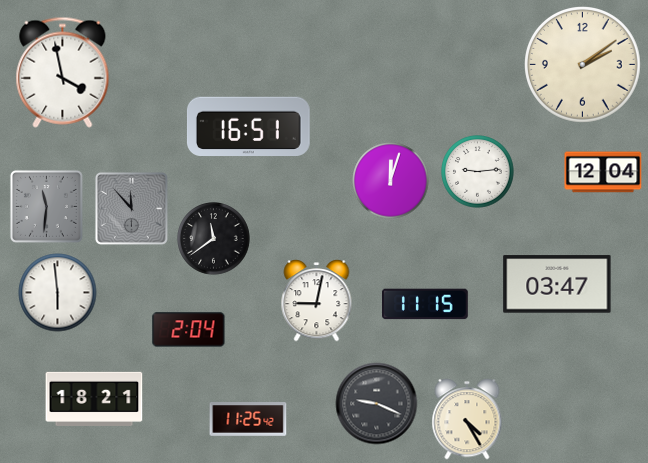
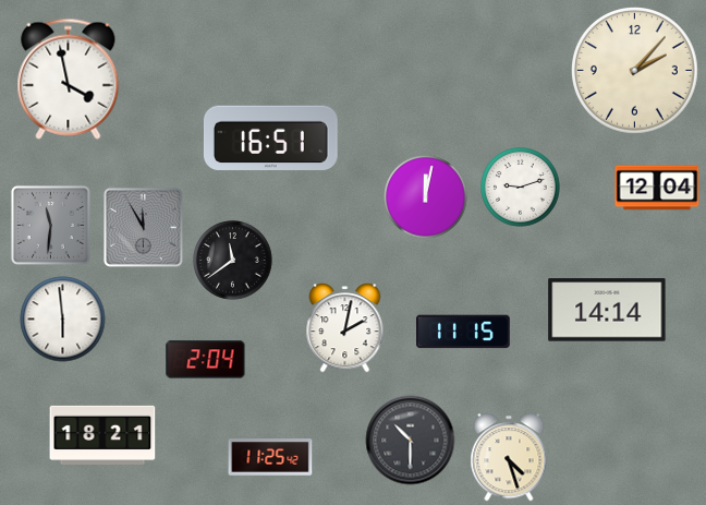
clock at (583, 65): 2:09 -> 2:07
clock at (478, 172): 9:14 -> 9:12
clock at (391, 181): 12:03 -> 12:02
clock at (131, 208): 11:53 -> 11:55
clock at (557, 284): 03:47 -> 14:14
clock at (317, 301): 9:02 -> 2:02
clock at (377, 404): 9:19 -> 10:30
clock at (467, 419): 4:25 -> 4:27
